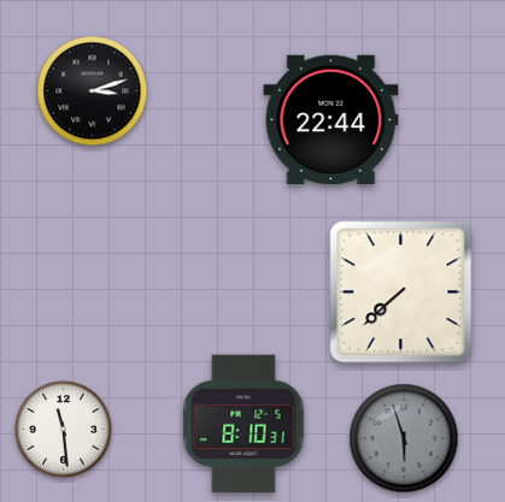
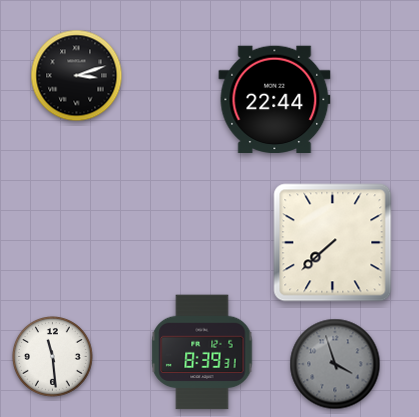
clock at (243, 424): 8:10 -> 8:39
clock at (404, 438): 5:57 -> 3:57
